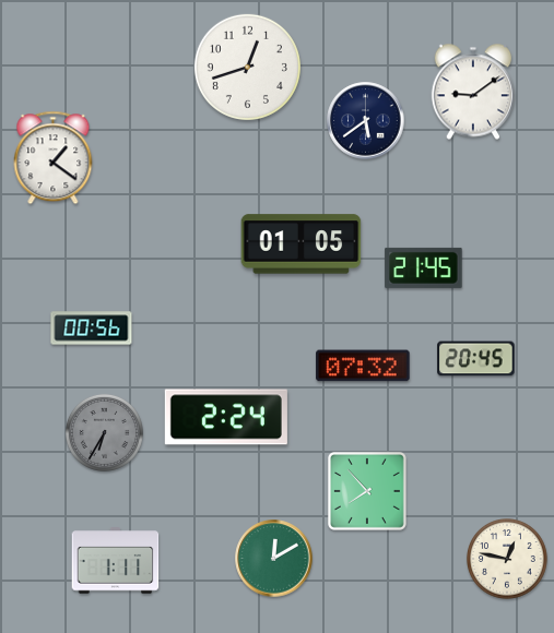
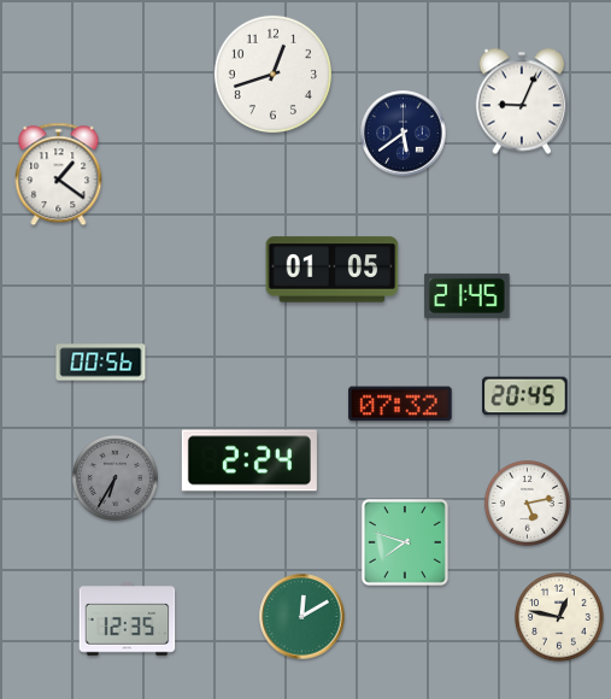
clock at (473, 92): 9:09 -> 9:04
clock at (527, 503): none -> 5:13
clock at (367, 491): 7:53 -> 7:48
clock at (116, 561): 1:11 -> 12:35
